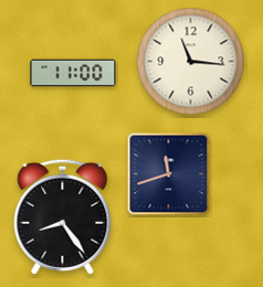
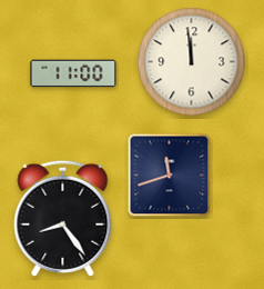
clock at (191, 62): 11:16 -> 11:59
